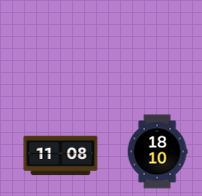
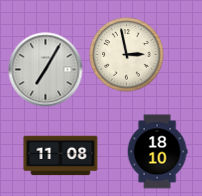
clock at (127, 55): none -> 2:58
clock at (46, 70): none -> 7:05
